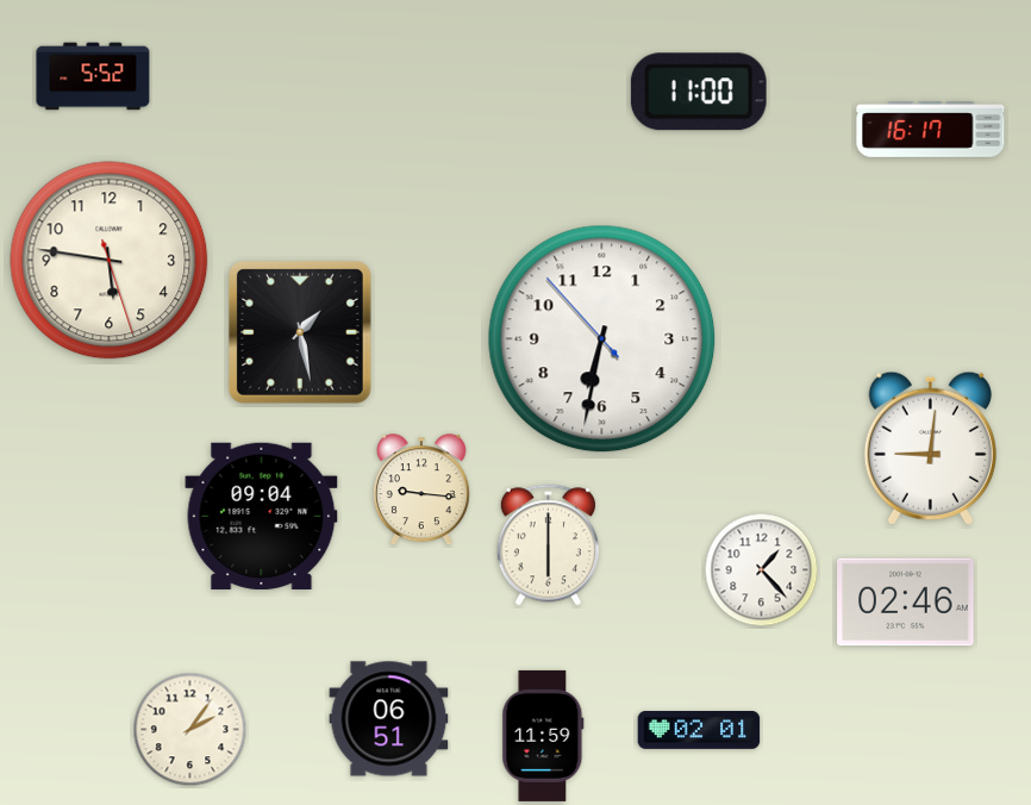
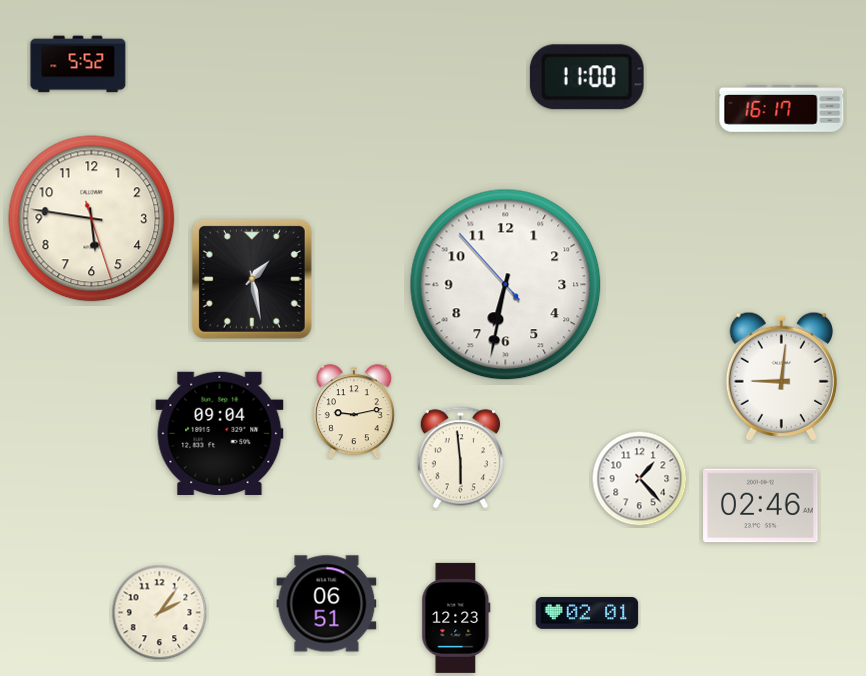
clock at (421, 491): 9:16 -> 9:13
clock at (548, 545): 6:00 -> 5:59
clock at (543, 736): 11:59 -> 12:23
